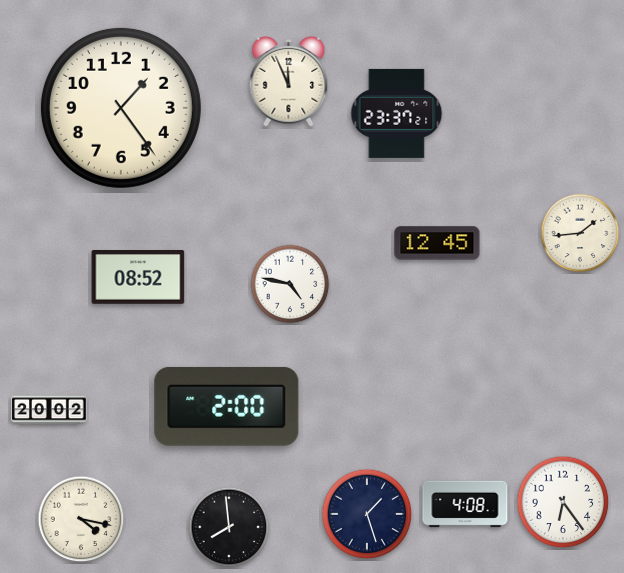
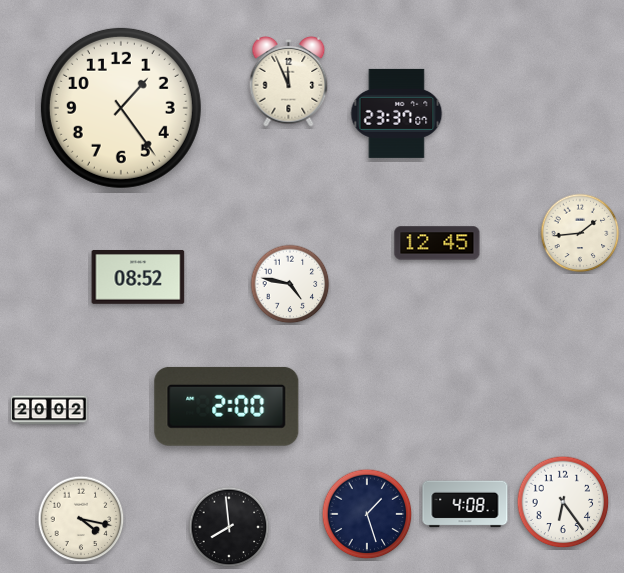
clock at (397, 113): 23:37:21 -> 23:37:07
